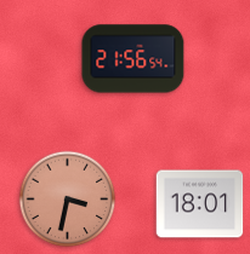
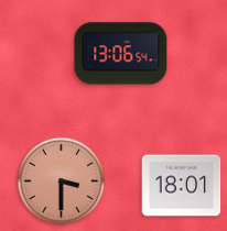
clock at (133, 59): 21:56 -> 13:06
clock at (68, 200): 3:32 -> 3:30
